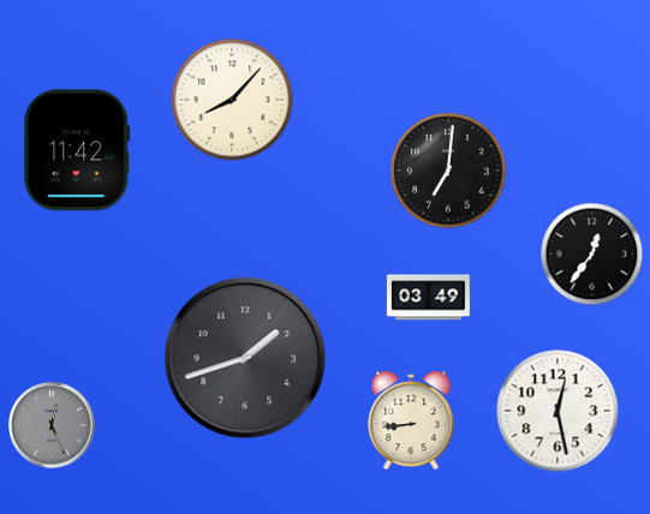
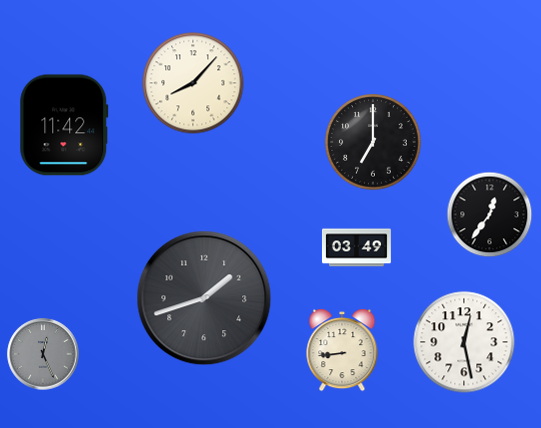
clock at (448, 171): 7:01 -> 7:00
clock at (592, 255) position: (592, 255) -> (490, 215)
